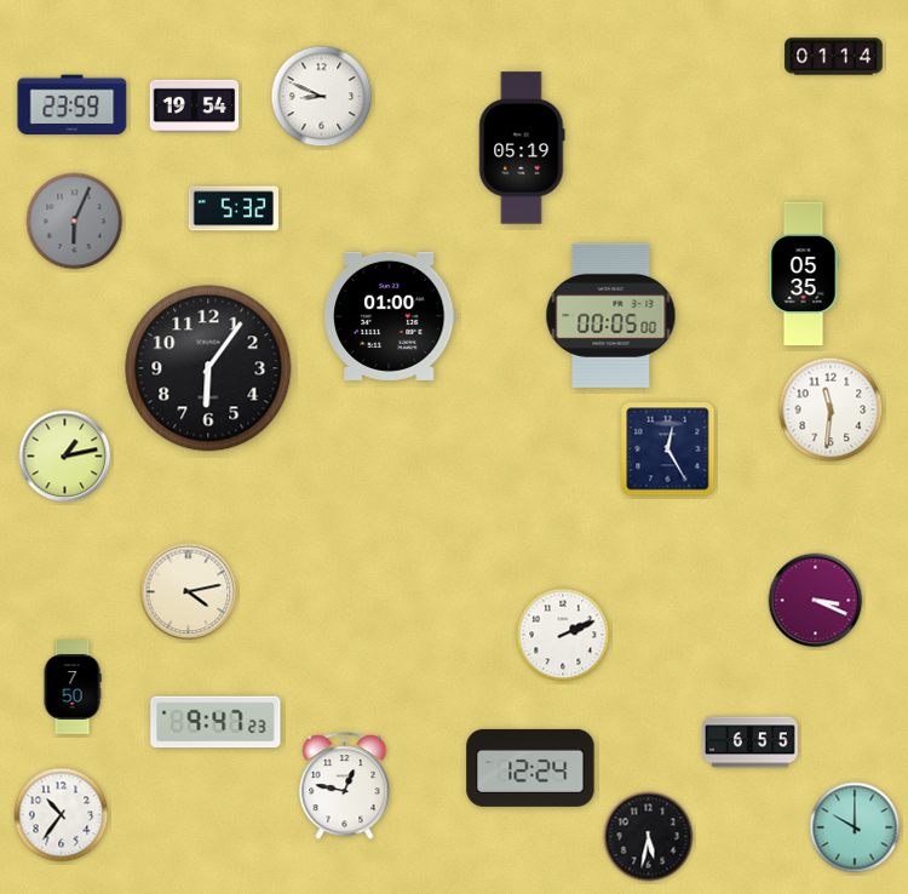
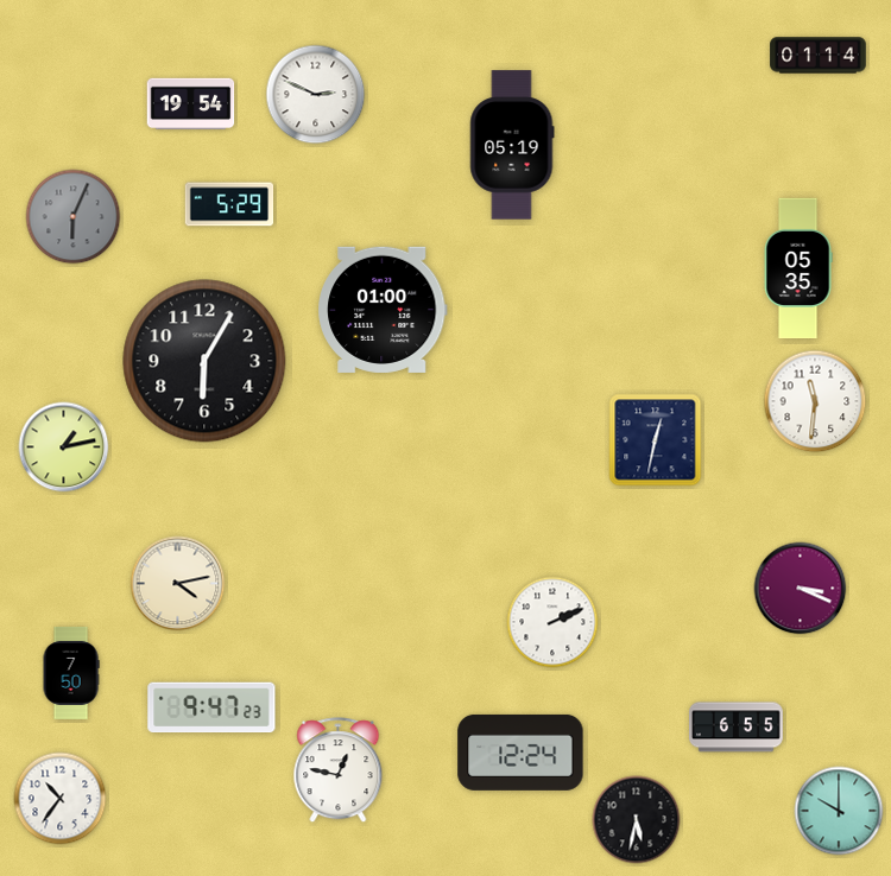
clock at (322, 97): 8:49 -> 2:49
clock at (73, 105): 23:59 -> none
clock at (234, 208): 5:32 -> 5:29
clock at (804, 274) position: (804, 274) -> (798, 268)
clock at (611, 315): 00:05 -> none
clock at (208, 368): 6:06 -> 6:05
clock at (668, 449): 12:25 -> 12:32
clock at (189, 592) position: (189, 592) -> (178, 584)
